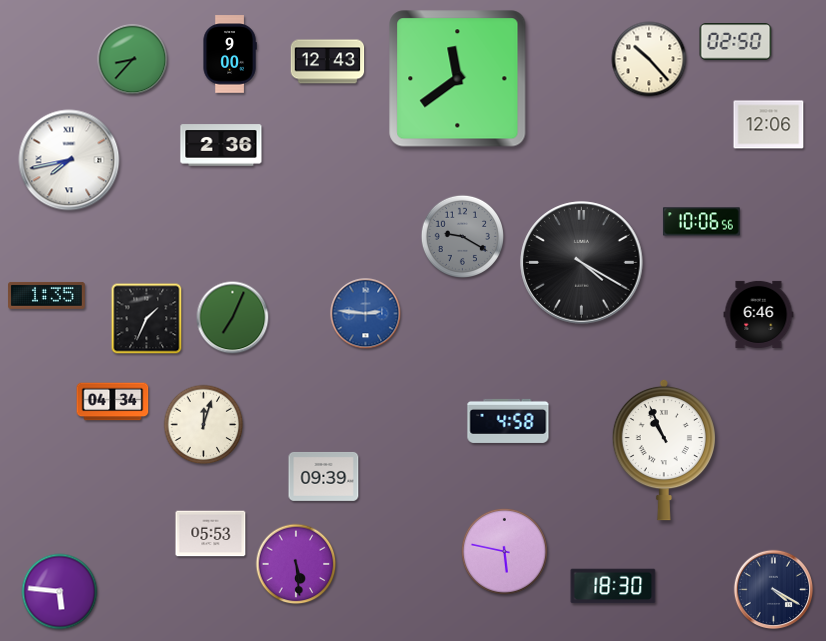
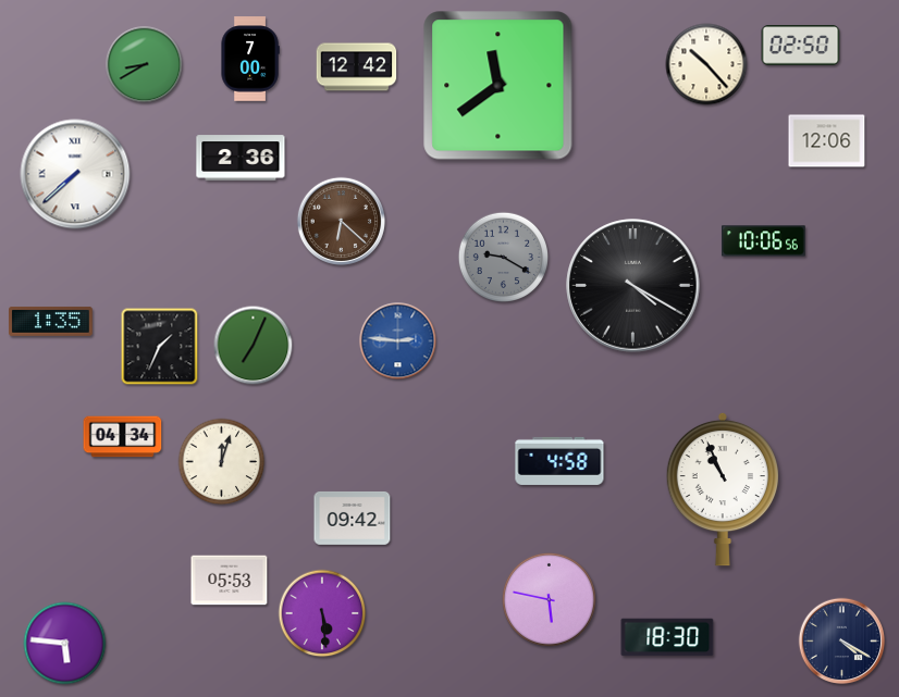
clock at (230, 54): 9:00 -> 7:00
clock at (133, 60): 8:37 -> 8:40
clock at (328, 62): 12:43 -> 12:42
clock at (769, 125) position: (769, 125) -> (827, 141)
clock at (69, 160): 7:43 -> 7:38
clock at (341, 221): none -> 6:22
clock at (759, 314): 6:46 -> none
clock at (508, 421) position: (508, 421) -> (559, 461)
clock at (324, 477): 09:39 -> 09:42
